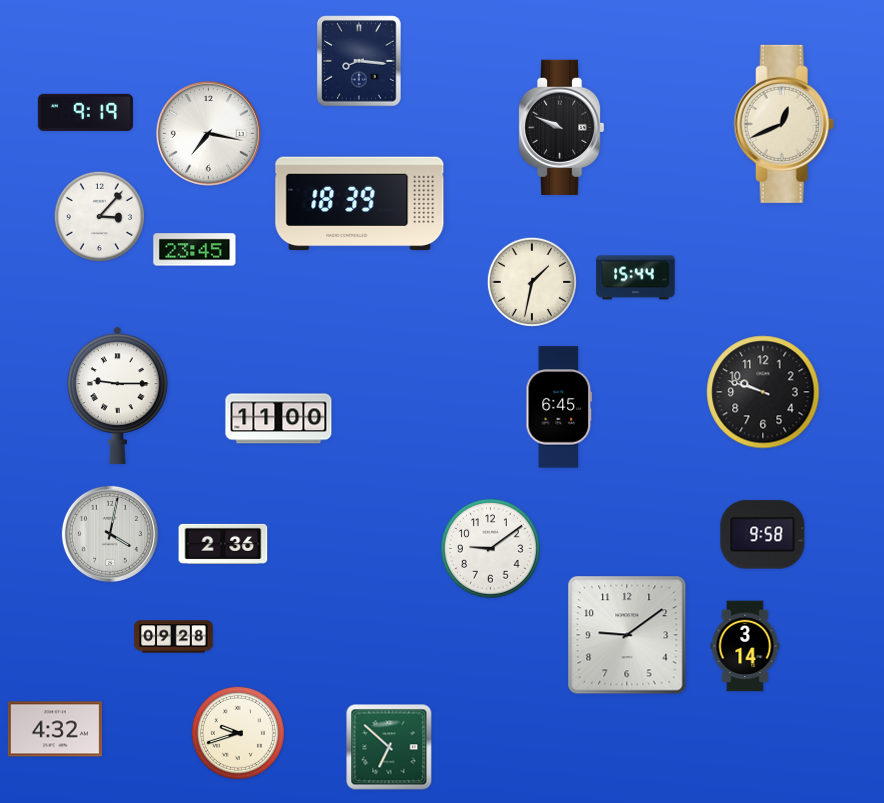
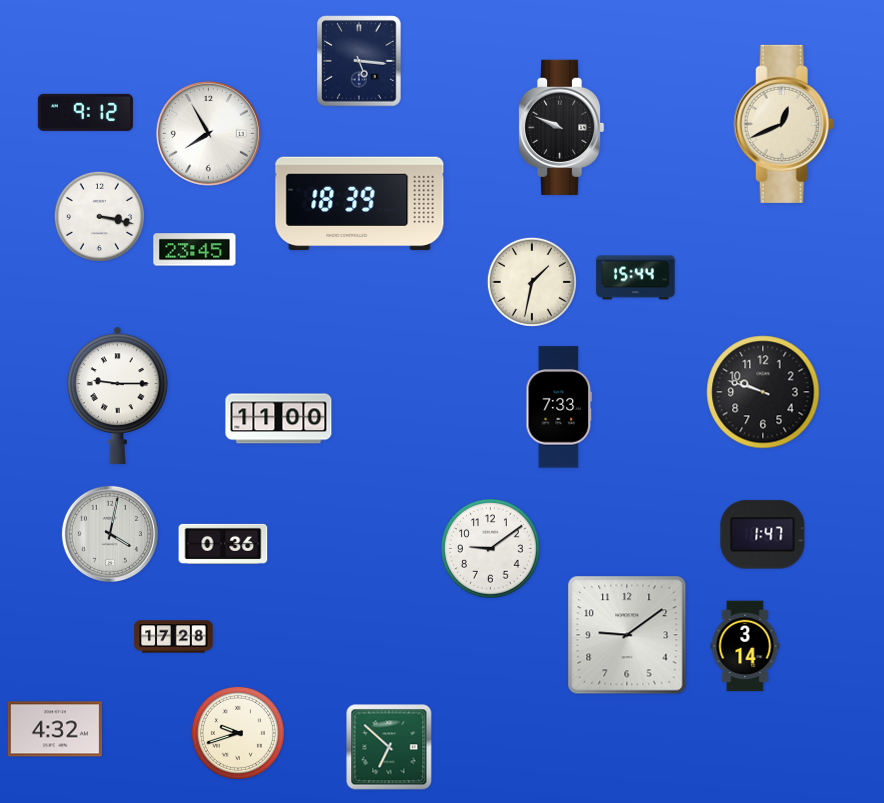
clock at (359, 61): 8:16 -> 5:16
clock at (85, 112): 9:19 -> 9:12
clock at (208, 133): 7:17 -> 7:55
clock at (99, 216): 3:07 -> 3:17
clock at (559, 407): 6:45 -> 7:33
clock at (763, 535): 9:58 -> 1:47
clock at (223, 544): 2:36 -> 0:36
clock at (174, 637): 09:28 -> 17:28
